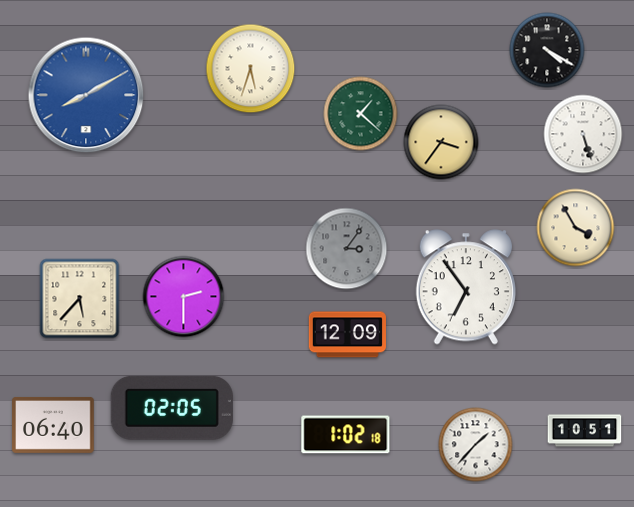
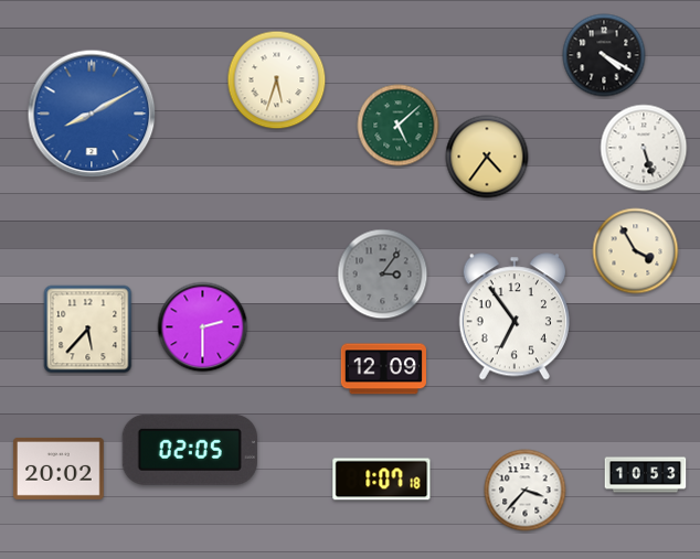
clock at (251, 69) position: (251, 69) -> (277, 80)
clock at (86, 95) position: (86, 95) -> (92, 114)
clock at (361, 114): 1:22 -> 5:08
clock at (441, 142): 3:36 -> 4:36
clock at (53, 425): 06:40 -> 20:02
clock at (585, 431): 10:51 -> 10:53
clock at (346, 435): 1:02 -> 1:07
clock at (476, 445): 1:37 -> 3:37
